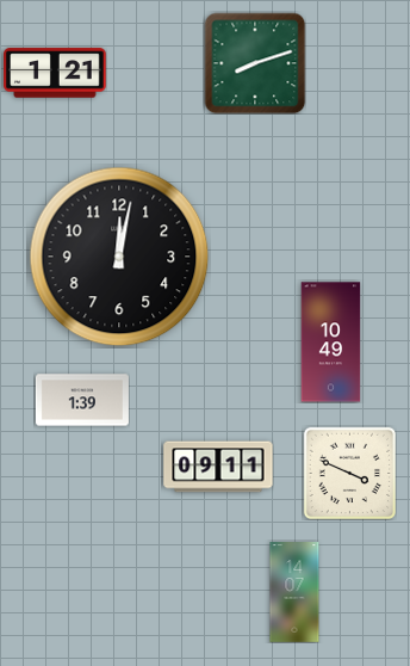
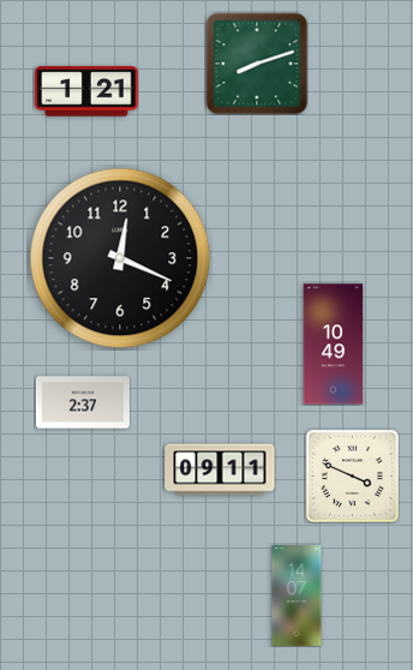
clock at (55, 73) position: (55, 73) -> (86, 91)
clock at (119, 257): 12:02 -> 12:19
clock at (82, 400): 1:39 -> 2:37
